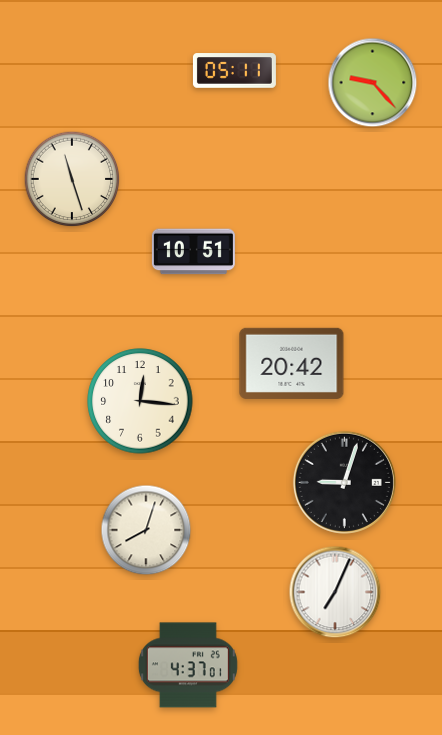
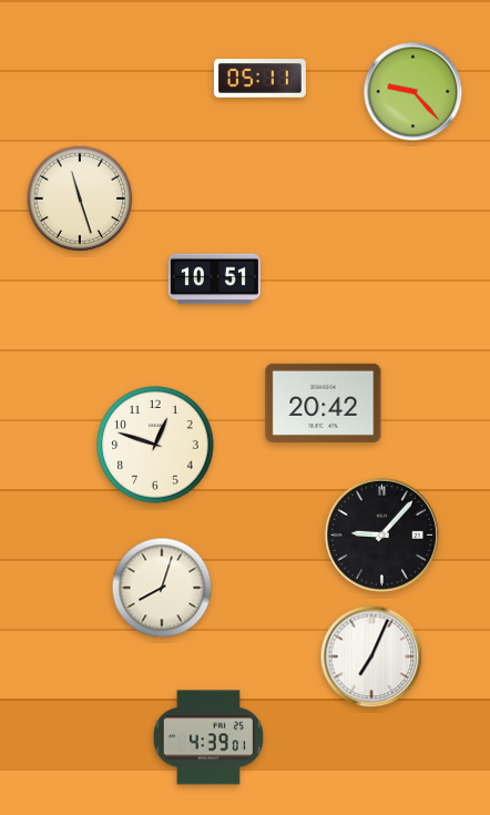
clock at (140, 401): 12:16 -> 12:48
clock at (344, 482): 9:03 -> 9:07
clock at (188, 665): 4:37 -> 4:39
